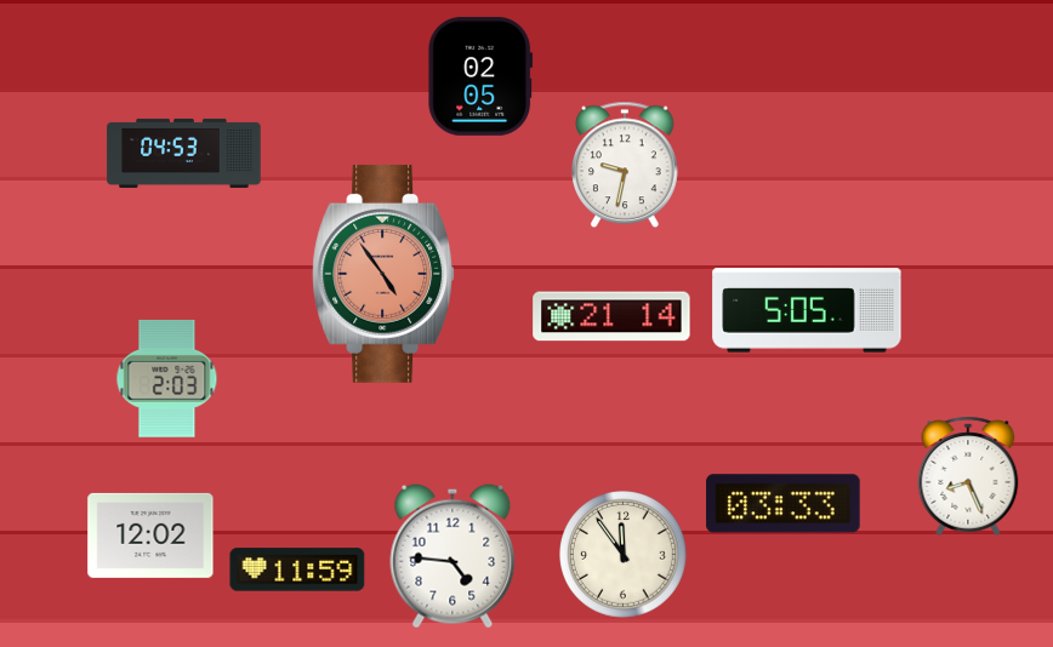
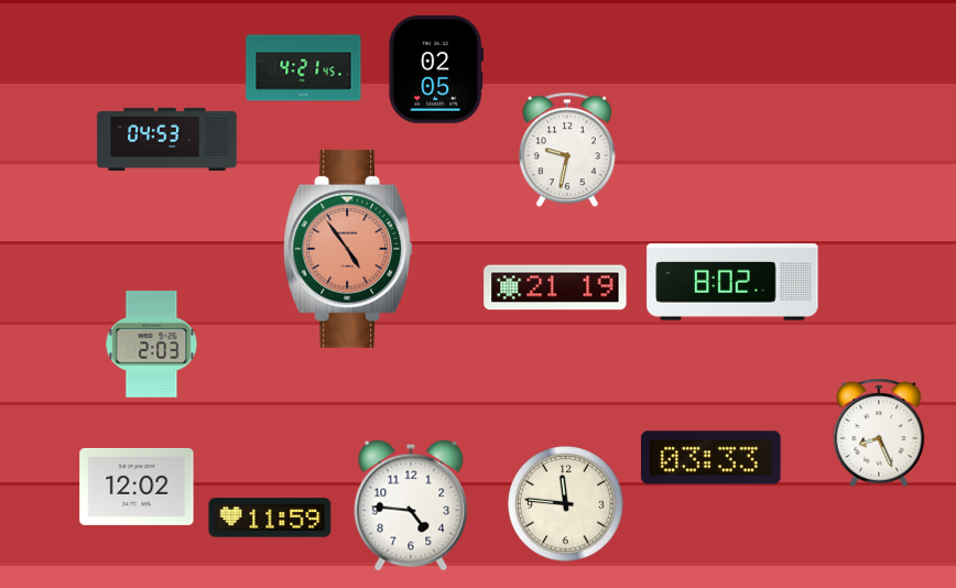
clock at (304, 68): none -> 4:21
clock at (807, 310): 5:05 -> 8:02
clock at (611, 316): 21:14 -> 21:19
clock at (624, 555): 11:54 -> 11:46
